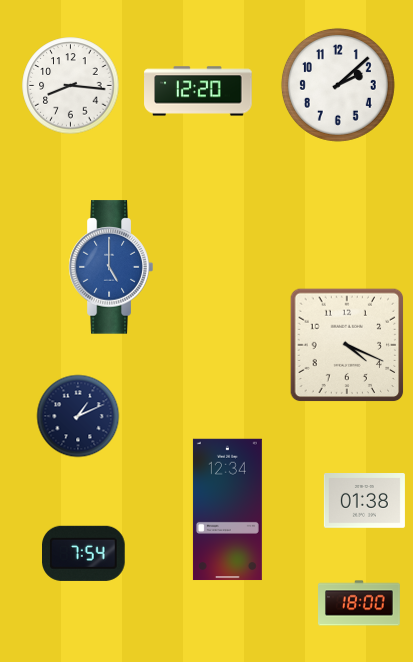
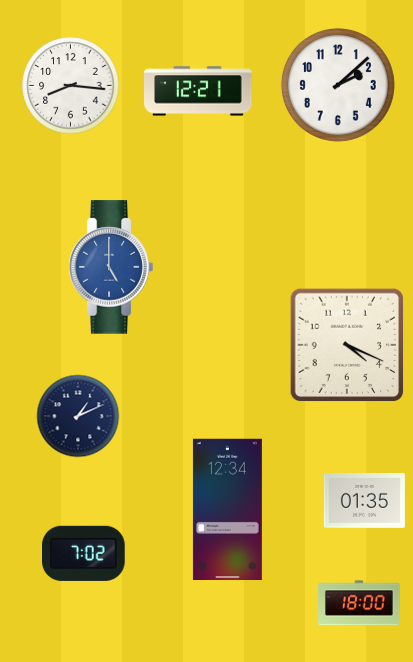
clock at (198, 91): 12:20 -> 12:21
clock at (364, 501): 01:38 -> 01:35
clock at (84, 553): 7:54 -> 7:02
